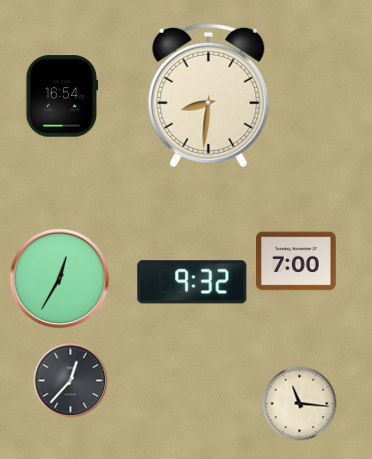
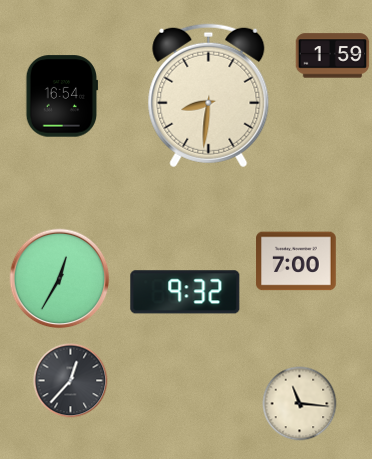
clock at (333, 56): none -> 1:59
clock at (192, 282) position: (192, 282) -> (185, 292)
